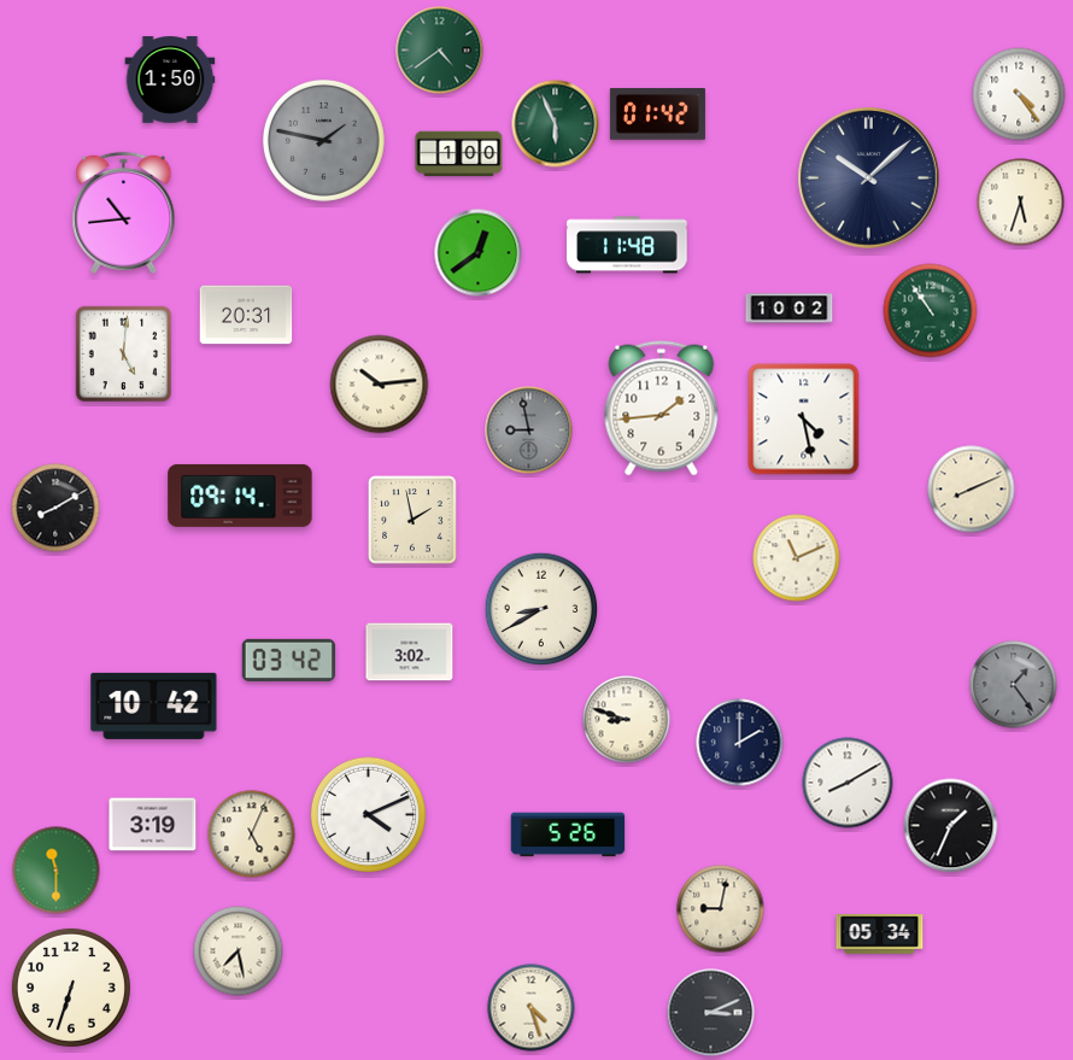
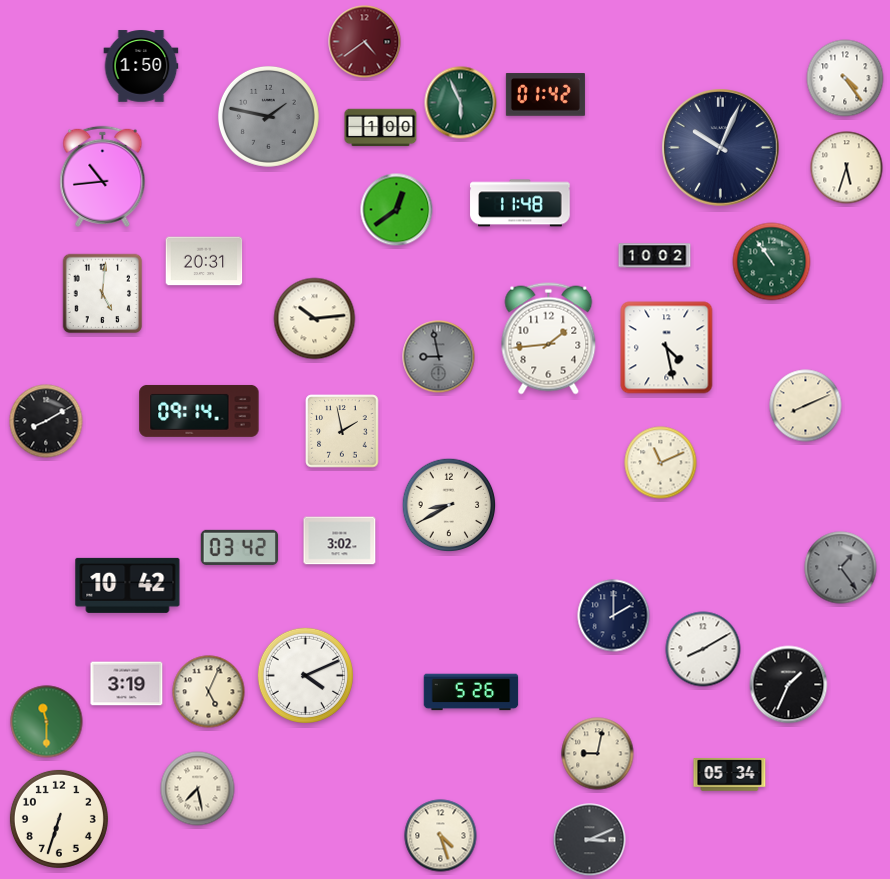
clock at (440, 51) dial: green -> burgundy
clock at (869, 178): 10:08 -> 10:04
clock at (931, 311) position: (931, 311) -> (772, 262)
clock at (627, 720): 8:48 -> none
